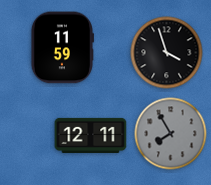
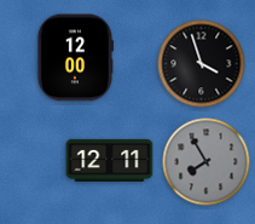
clock at (62, 48): 11:59 -> 12:00
clock at (91, 135) position: (91, 135) -> (110, 160)
